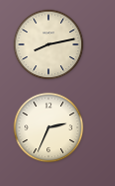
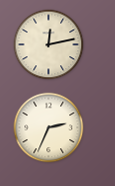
clock at (49, 45): 8:13 -> 12:13
